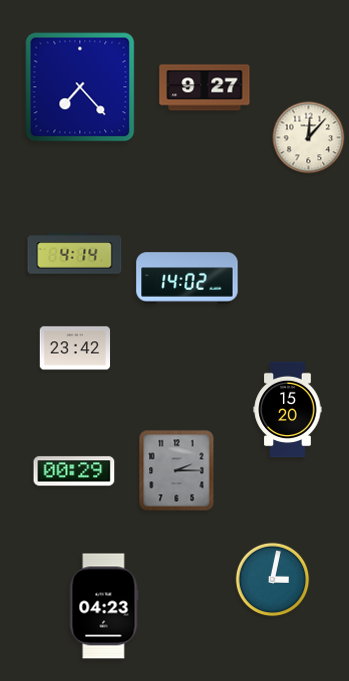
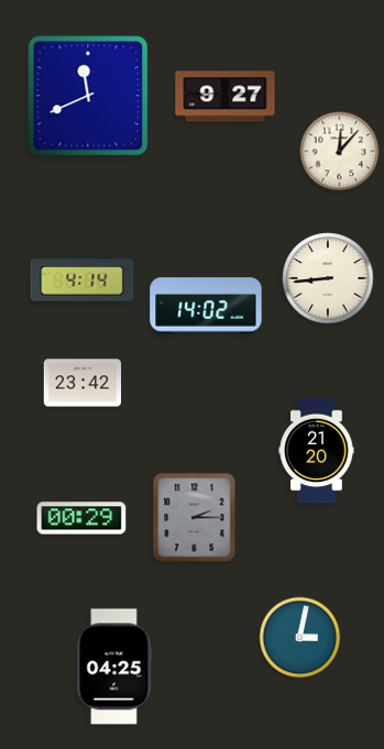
clock at (80, 87): 7:23 -> 11:41
clock at (328, 278): none -> 8:44
clock at (288, 410): 15:20 -> 21:20
clock at (104, 606): 04:23 -> 04:25
